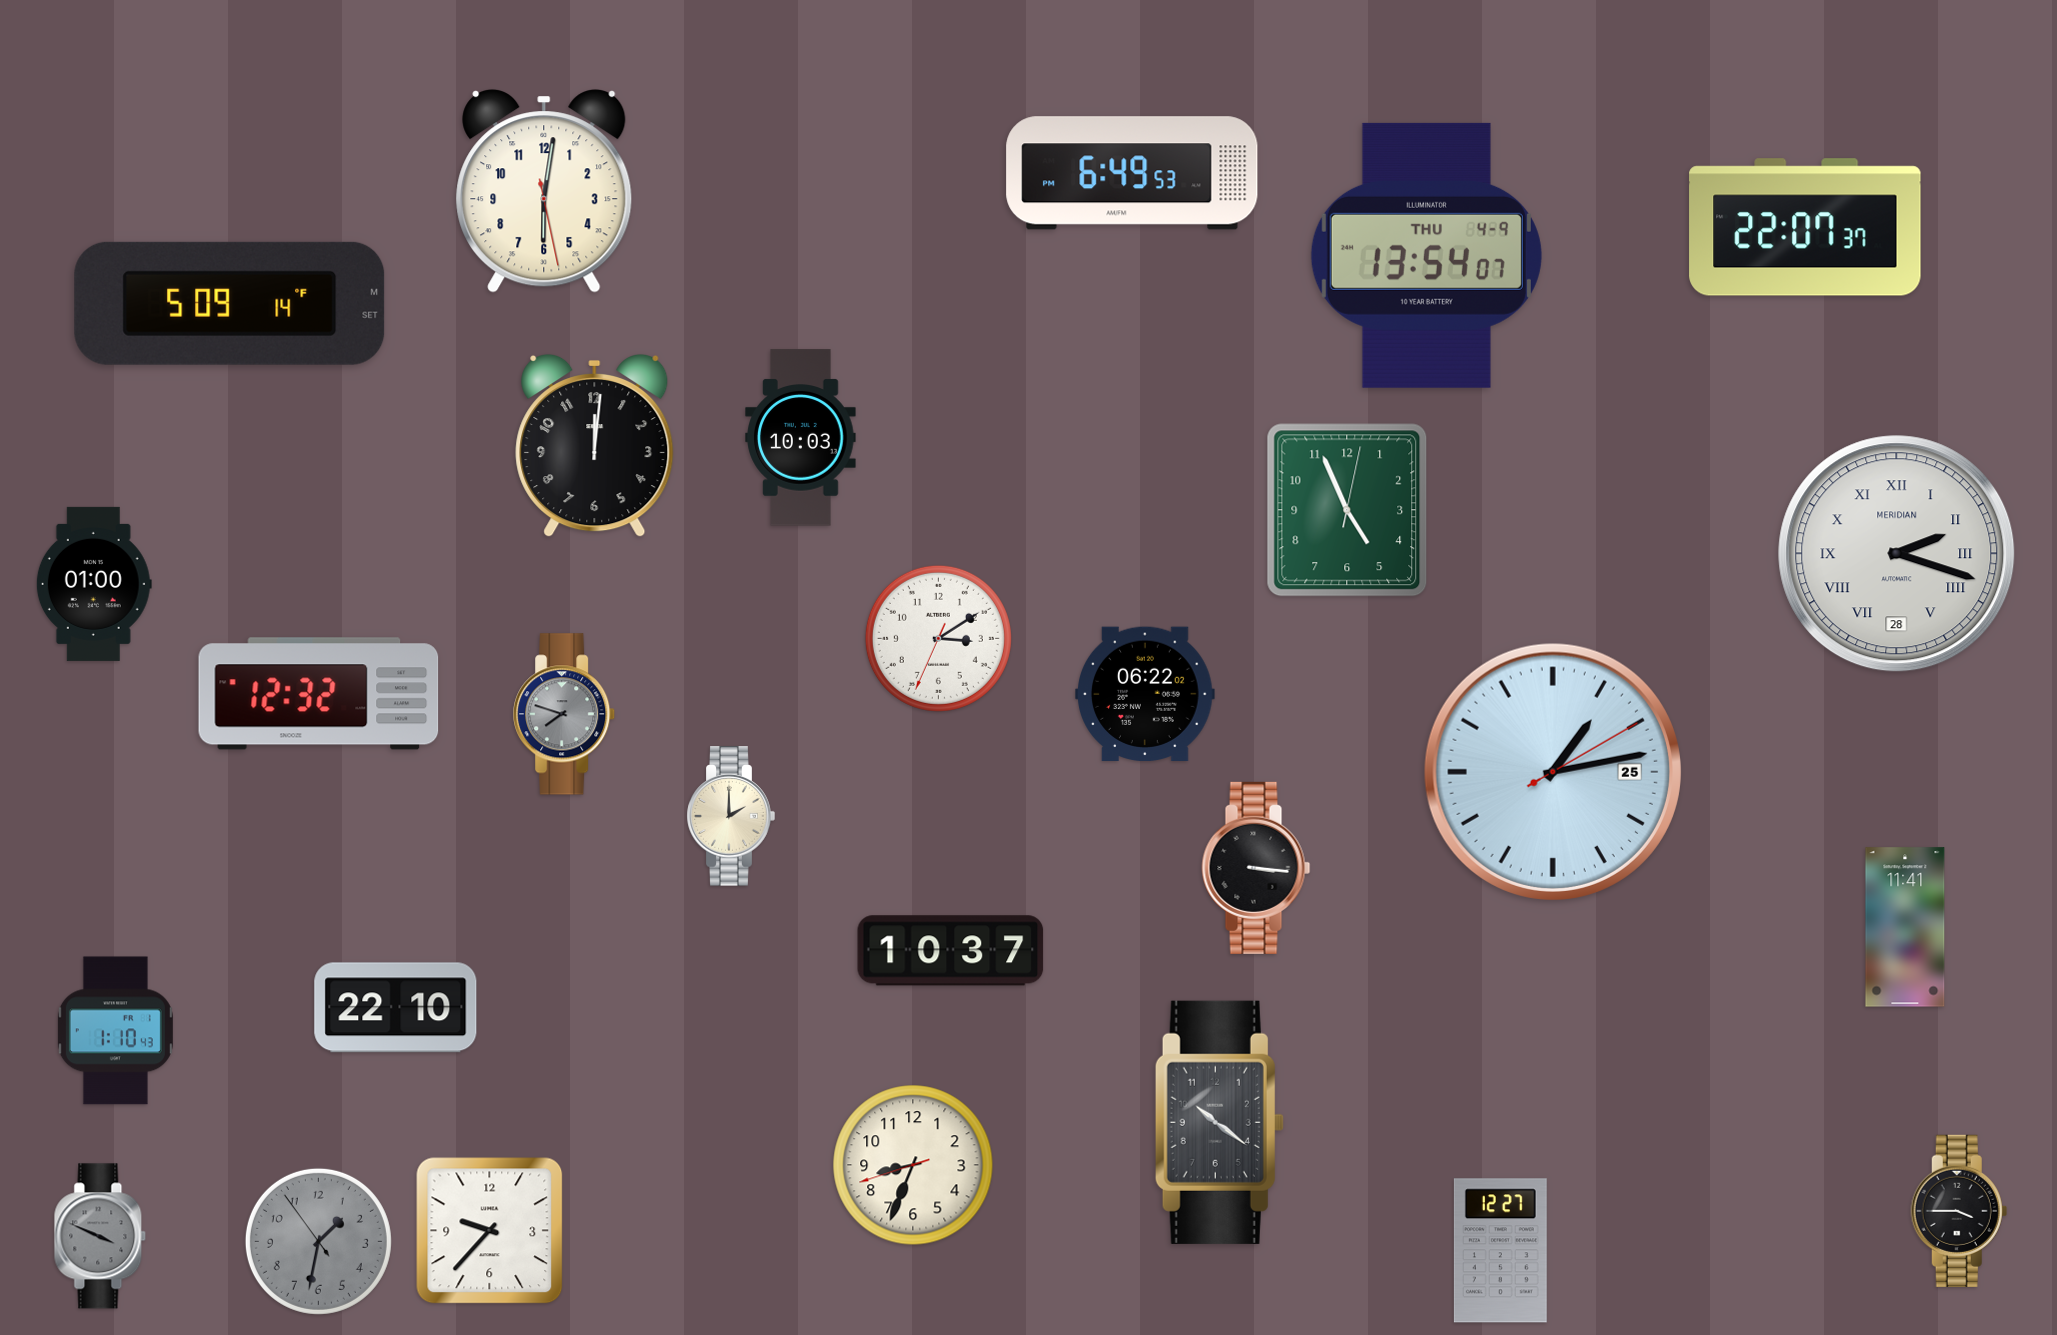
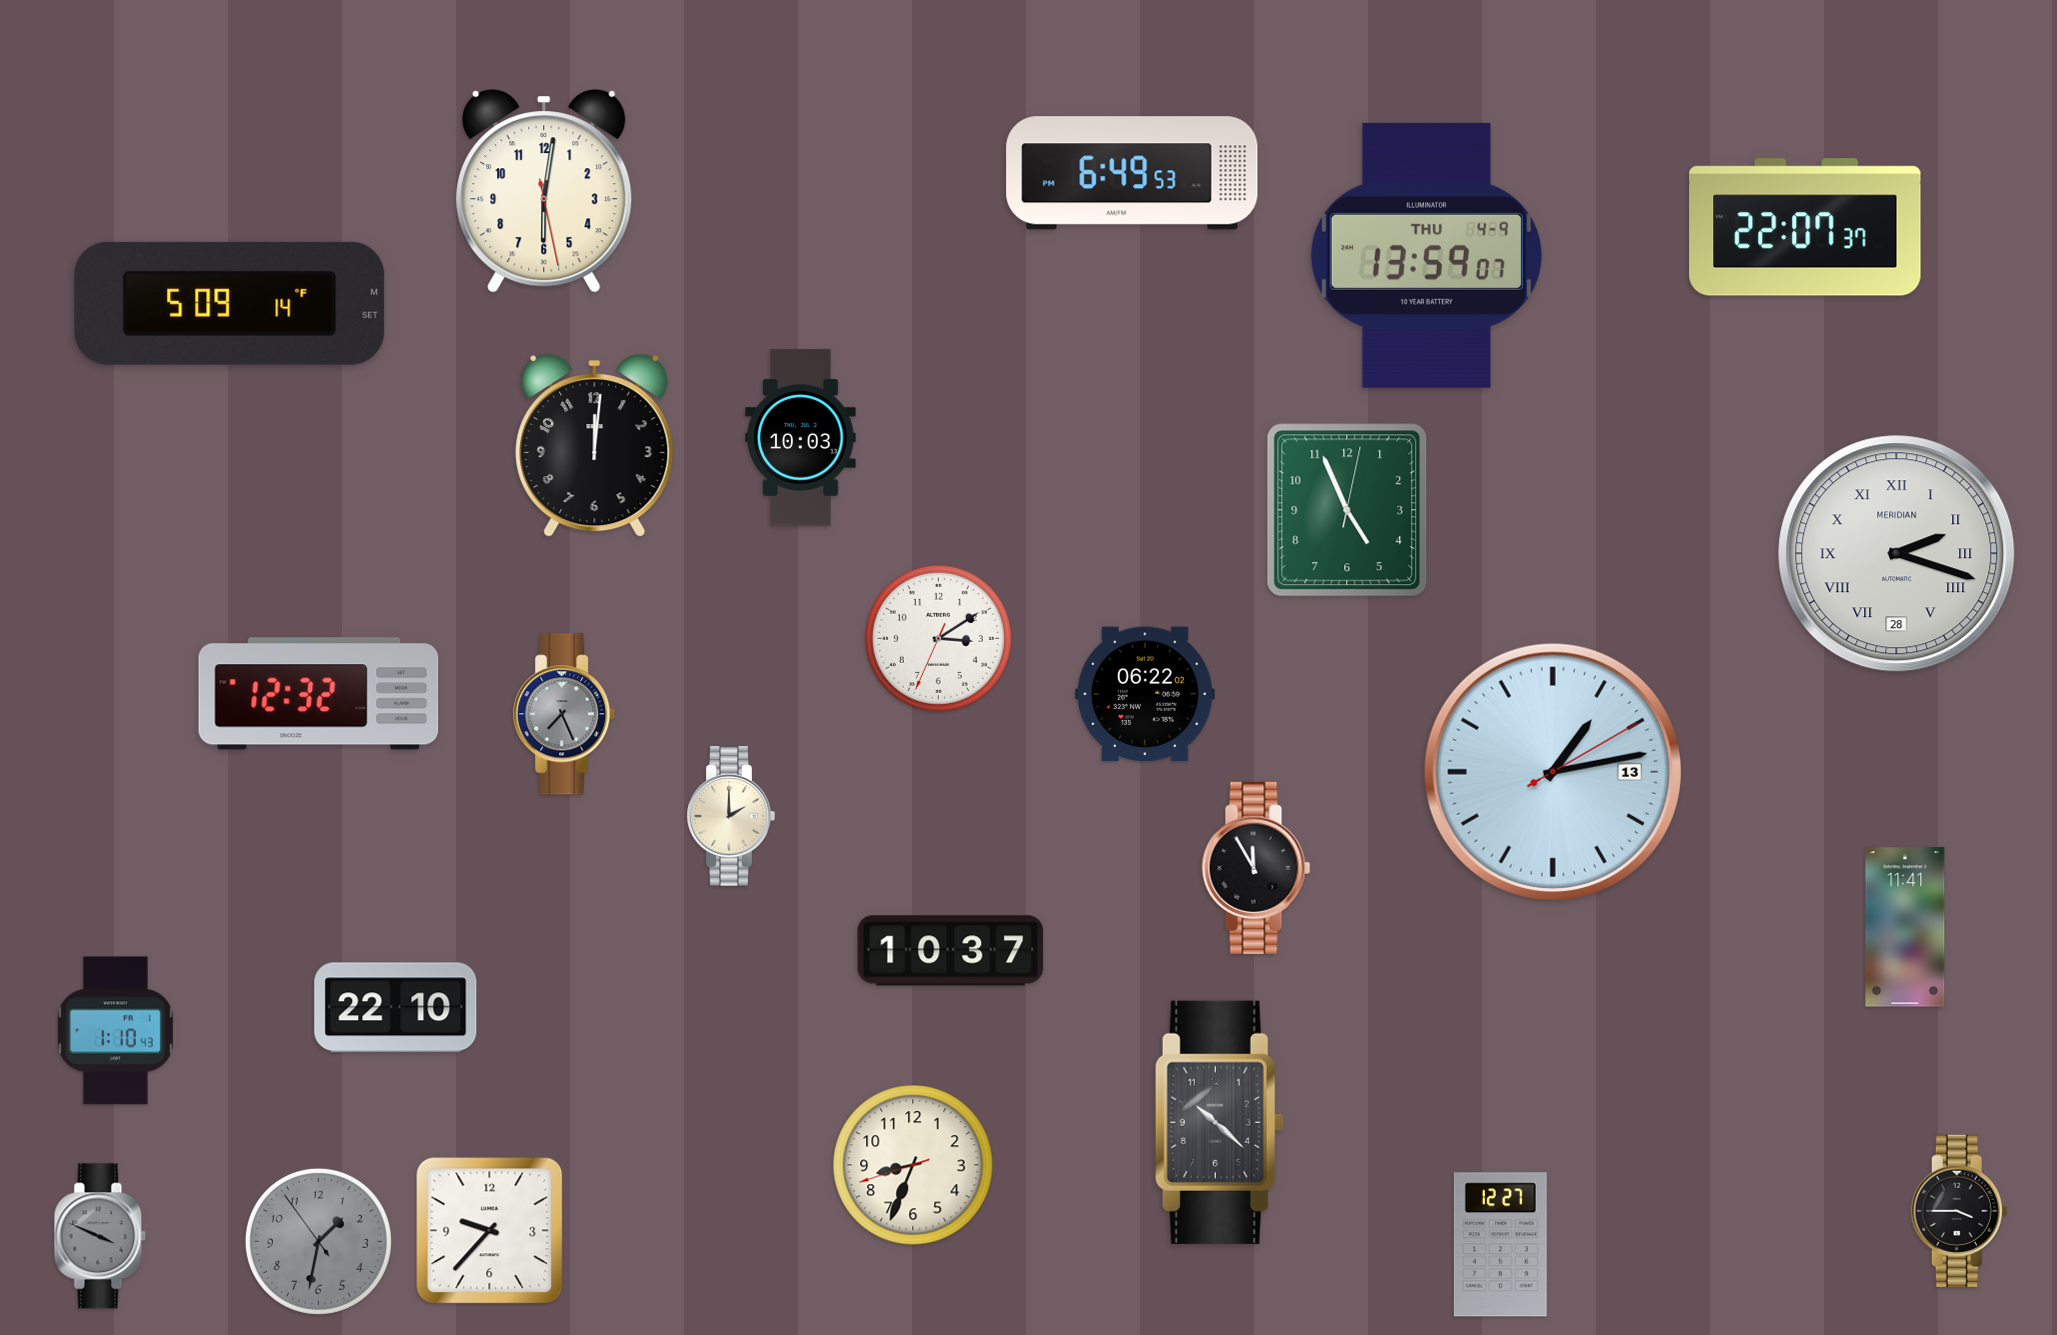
clock at (1426, 255): 13:54 -> 13:59
clock at (94, 584): 01:00 -> none
clock at (565, 714): 7:48 -> 7:26
clock at (1553, 772) date: 25 -> 13
clock at (1256, 868): 3:16 -> 11:55
clock at (1219, 1122): 10:21 -> 10:22
clock at (1500, 1251) position: (1500, 1251) -> (1500, 1245)
